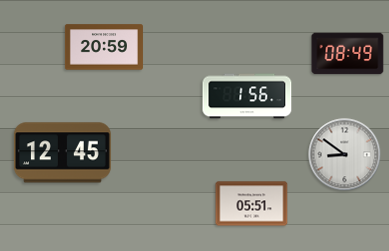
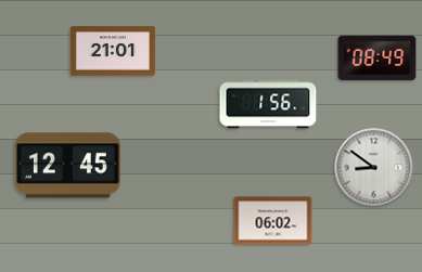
clock at (104, 47): 20:59 -> 21:01
clock at (252, 204): 05:51 -> 06:02
